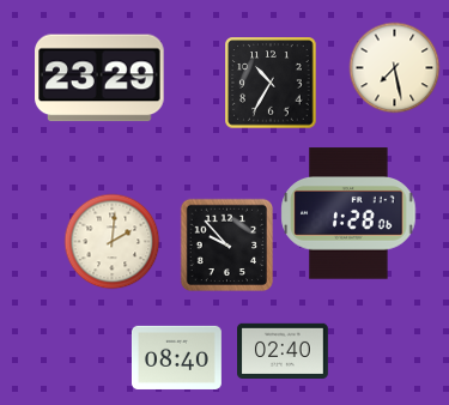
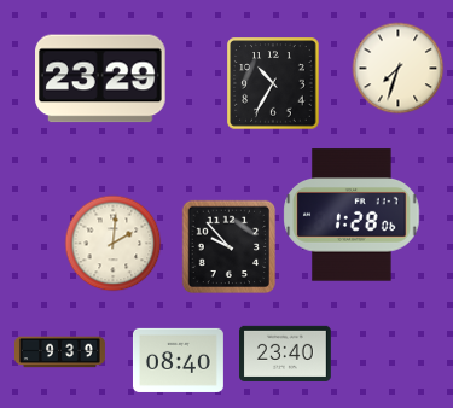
clock at (395, 68): 7:28 -> 7:33
clock at (60, 352): none -> 9:39
clock at (284, 351): 02:40 -> 23:40
